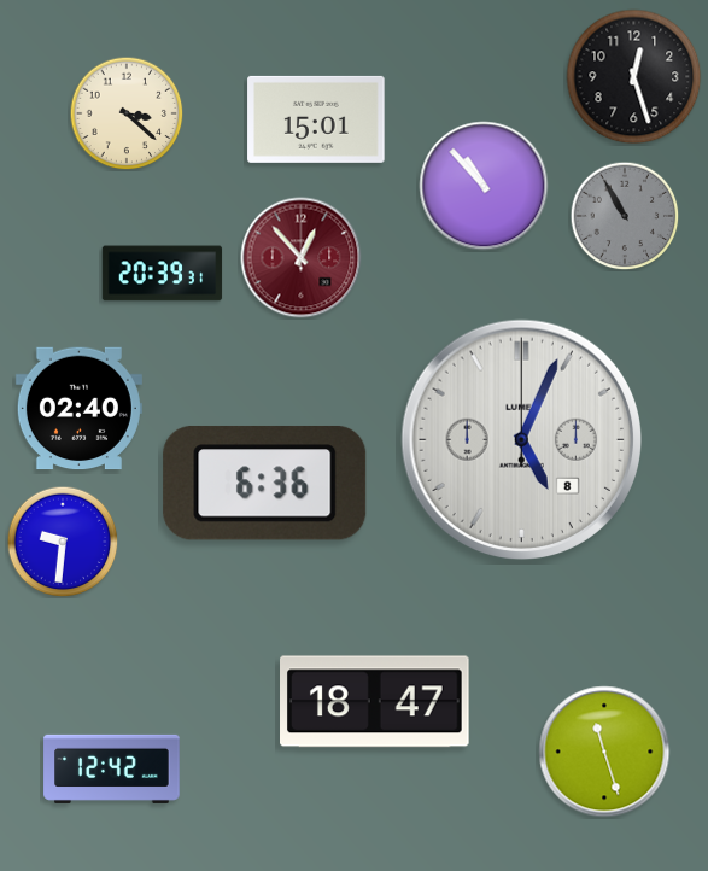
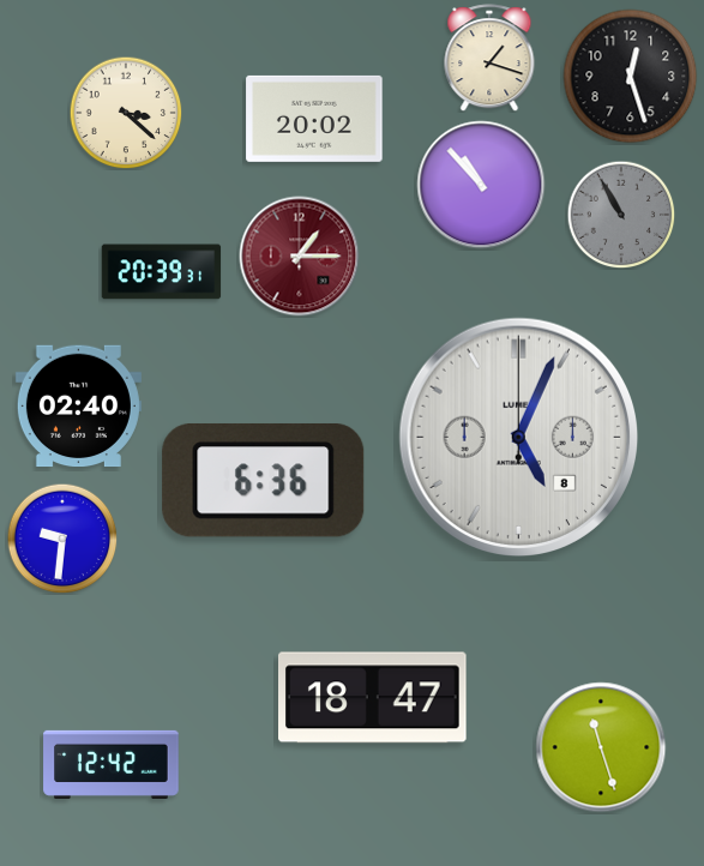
clock at (489, 58): none -> 1:18
clock at (316, 119): 15:01 -> 20:02
clock at (302, 258): 12:53 -> 1:15
